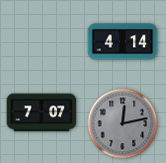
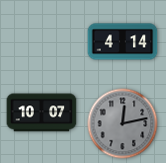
clock at (42, 113): 7:07 -> 10:07
